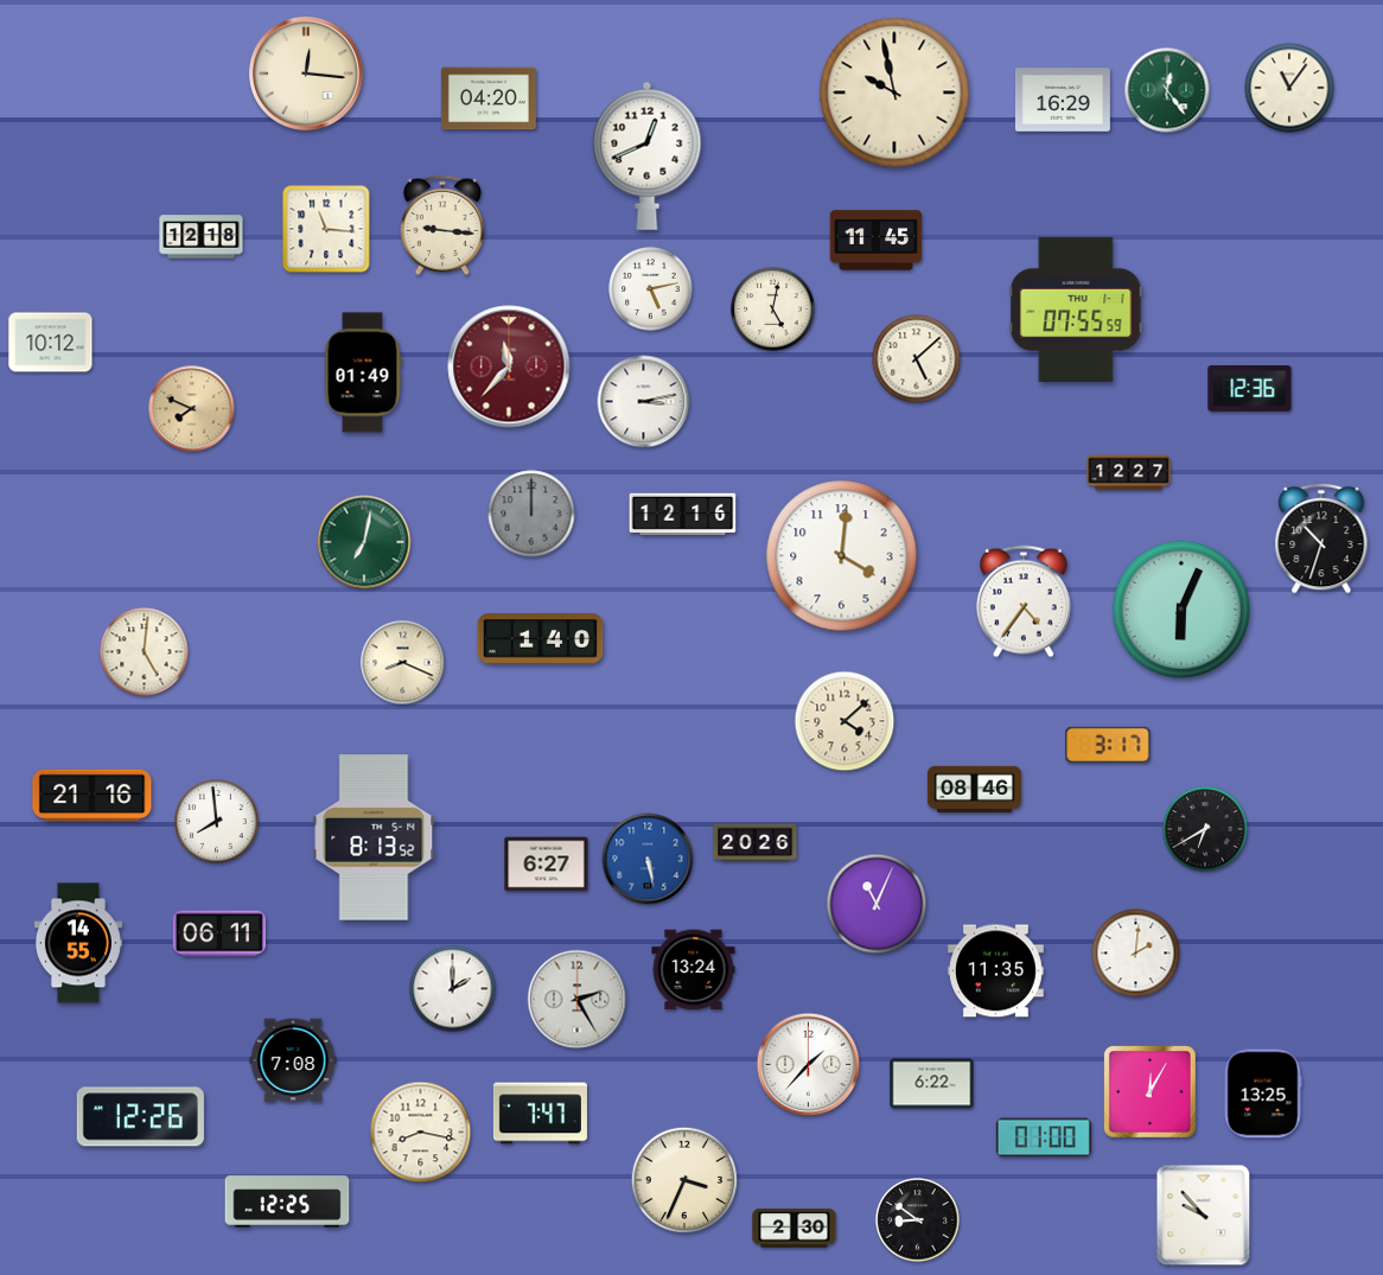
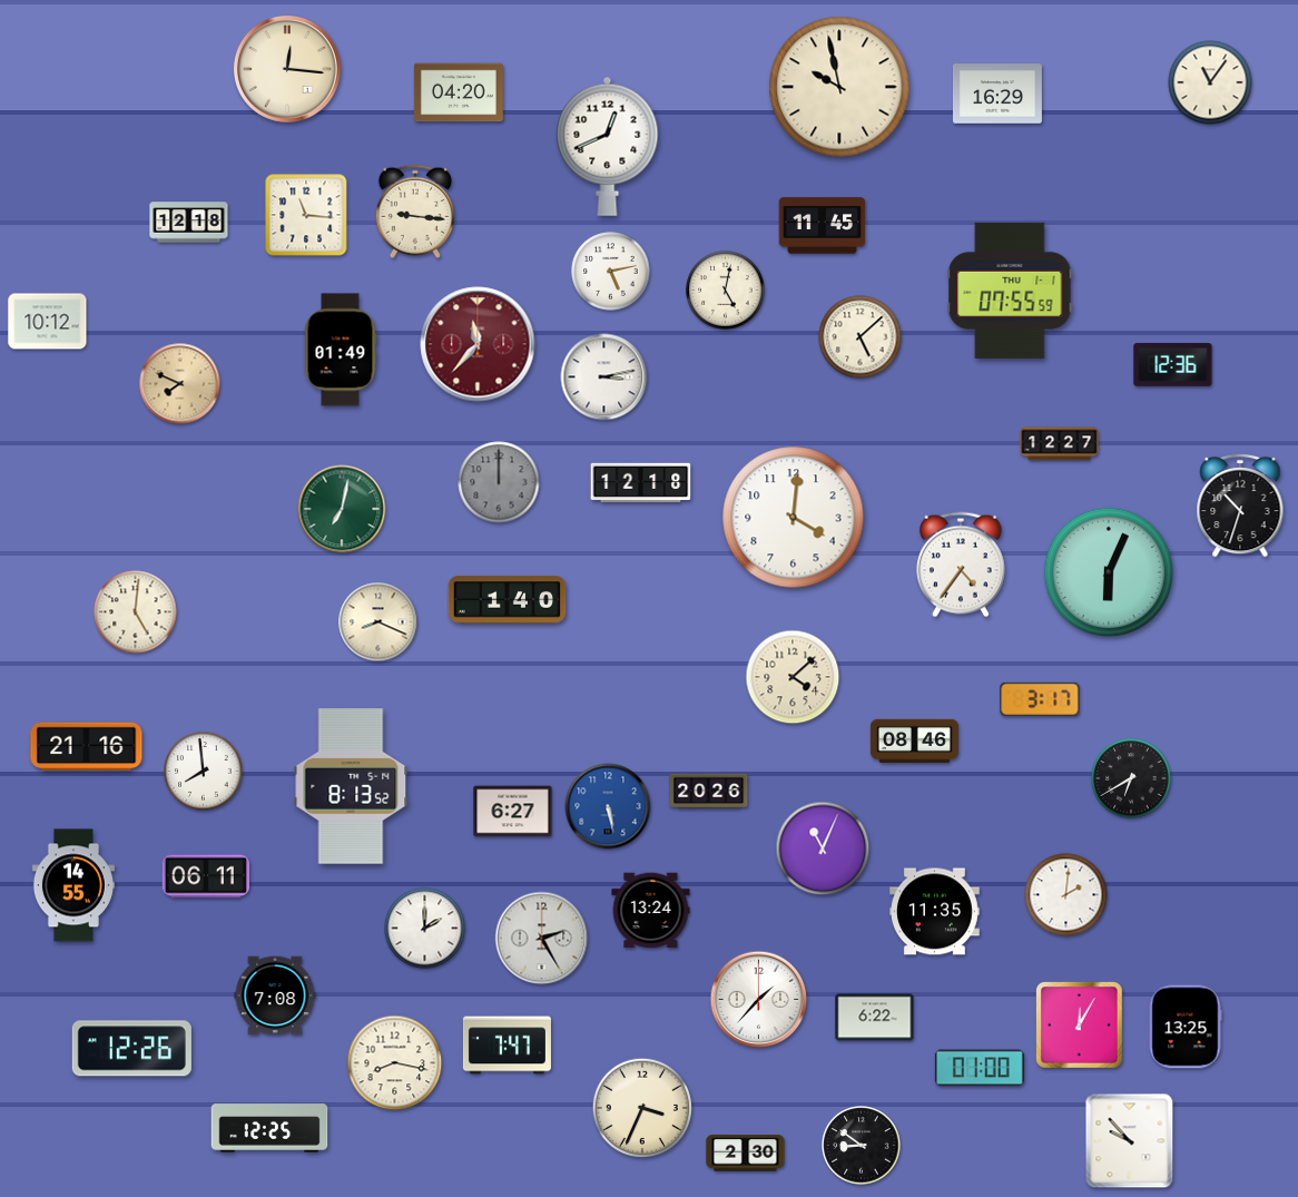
clock at (1167, 90): 12:24 -> none
clock at (683, 515): 12:16 -> 12:18
clock at (842, 556) position: (842, 556) -> (794, 518)
